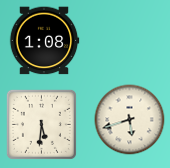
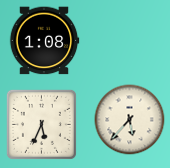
clock at (130, 120): 5:42 -> 5:37
clock at (41, 124): 5:31 -> 5:34
